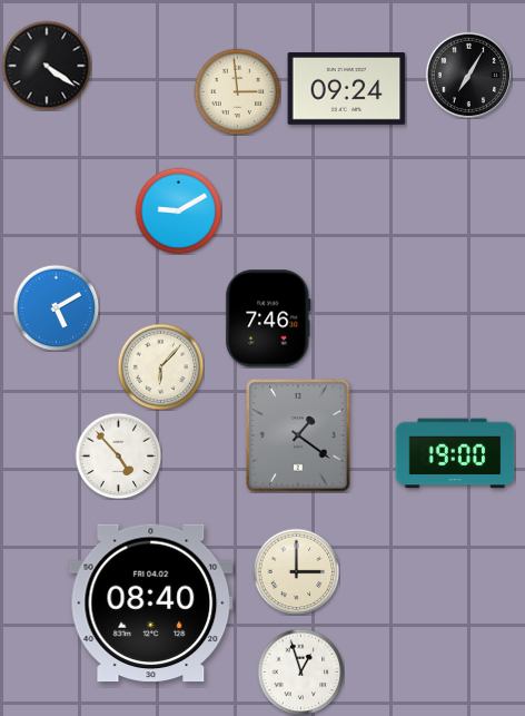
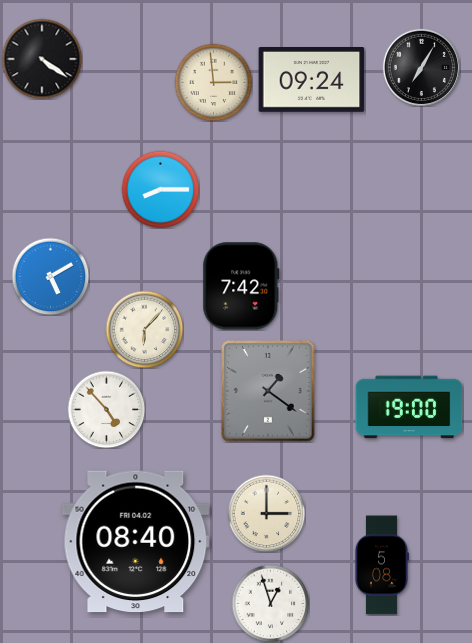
clock at (178, 210): 9:10 -> 8:15
clock at (268, 318): 7:46 -> 7:42
clock at (381, 565): none -> 5:08
